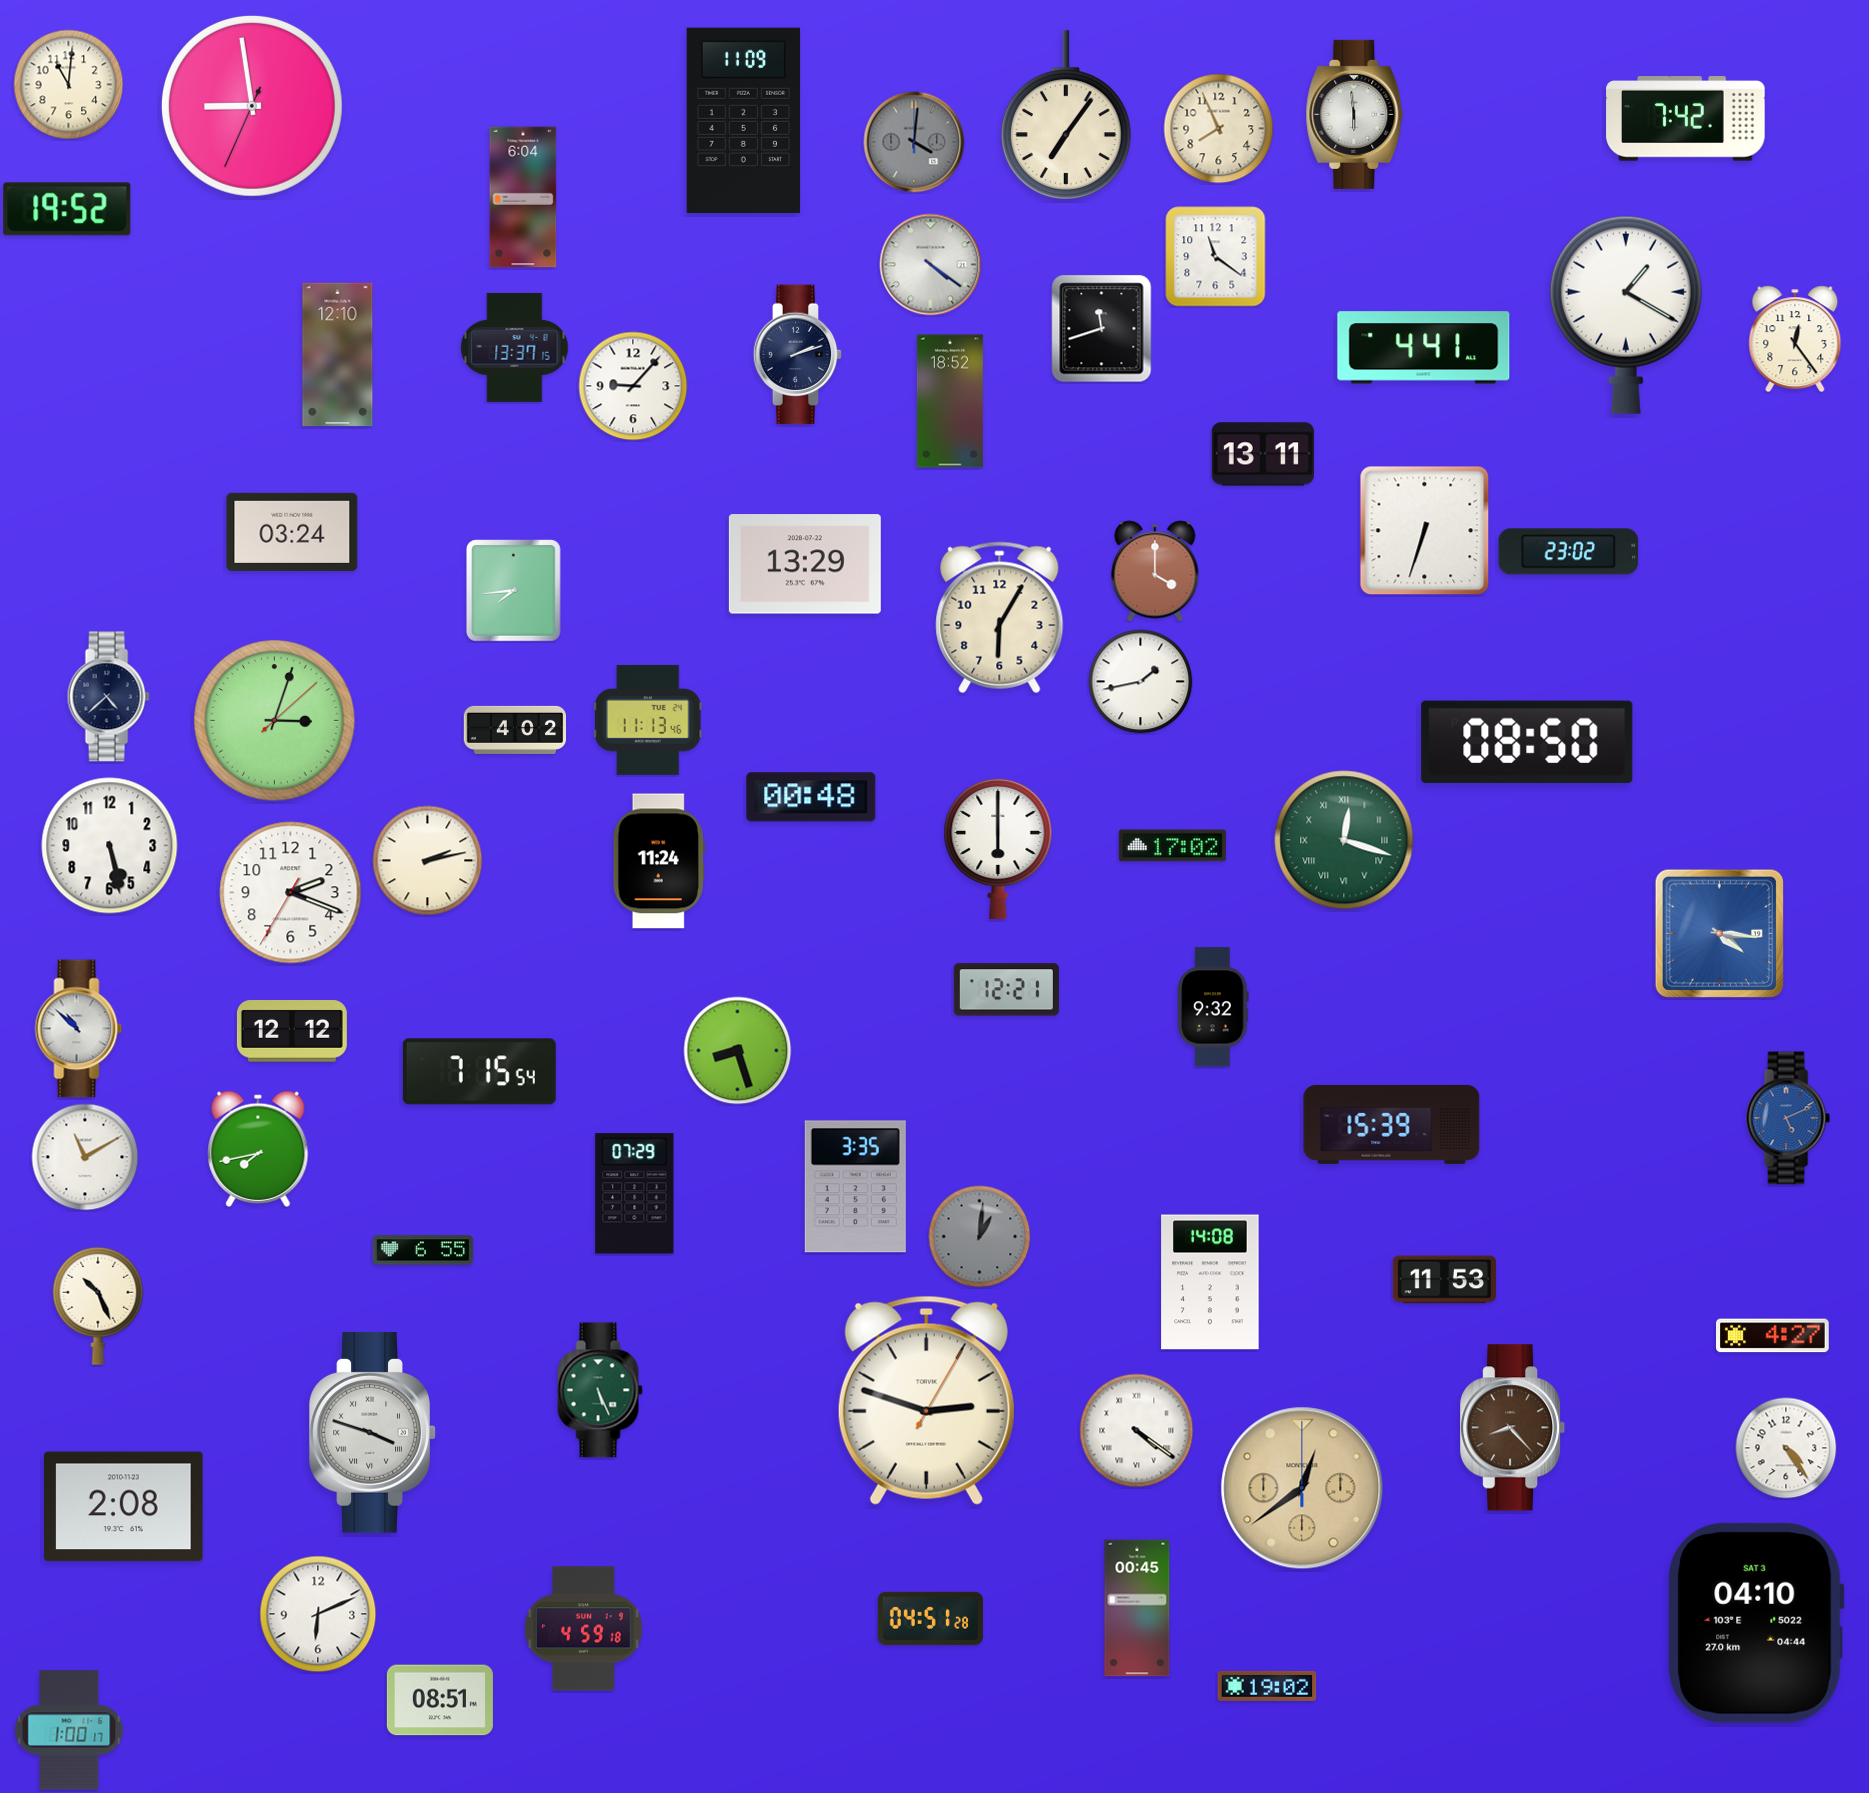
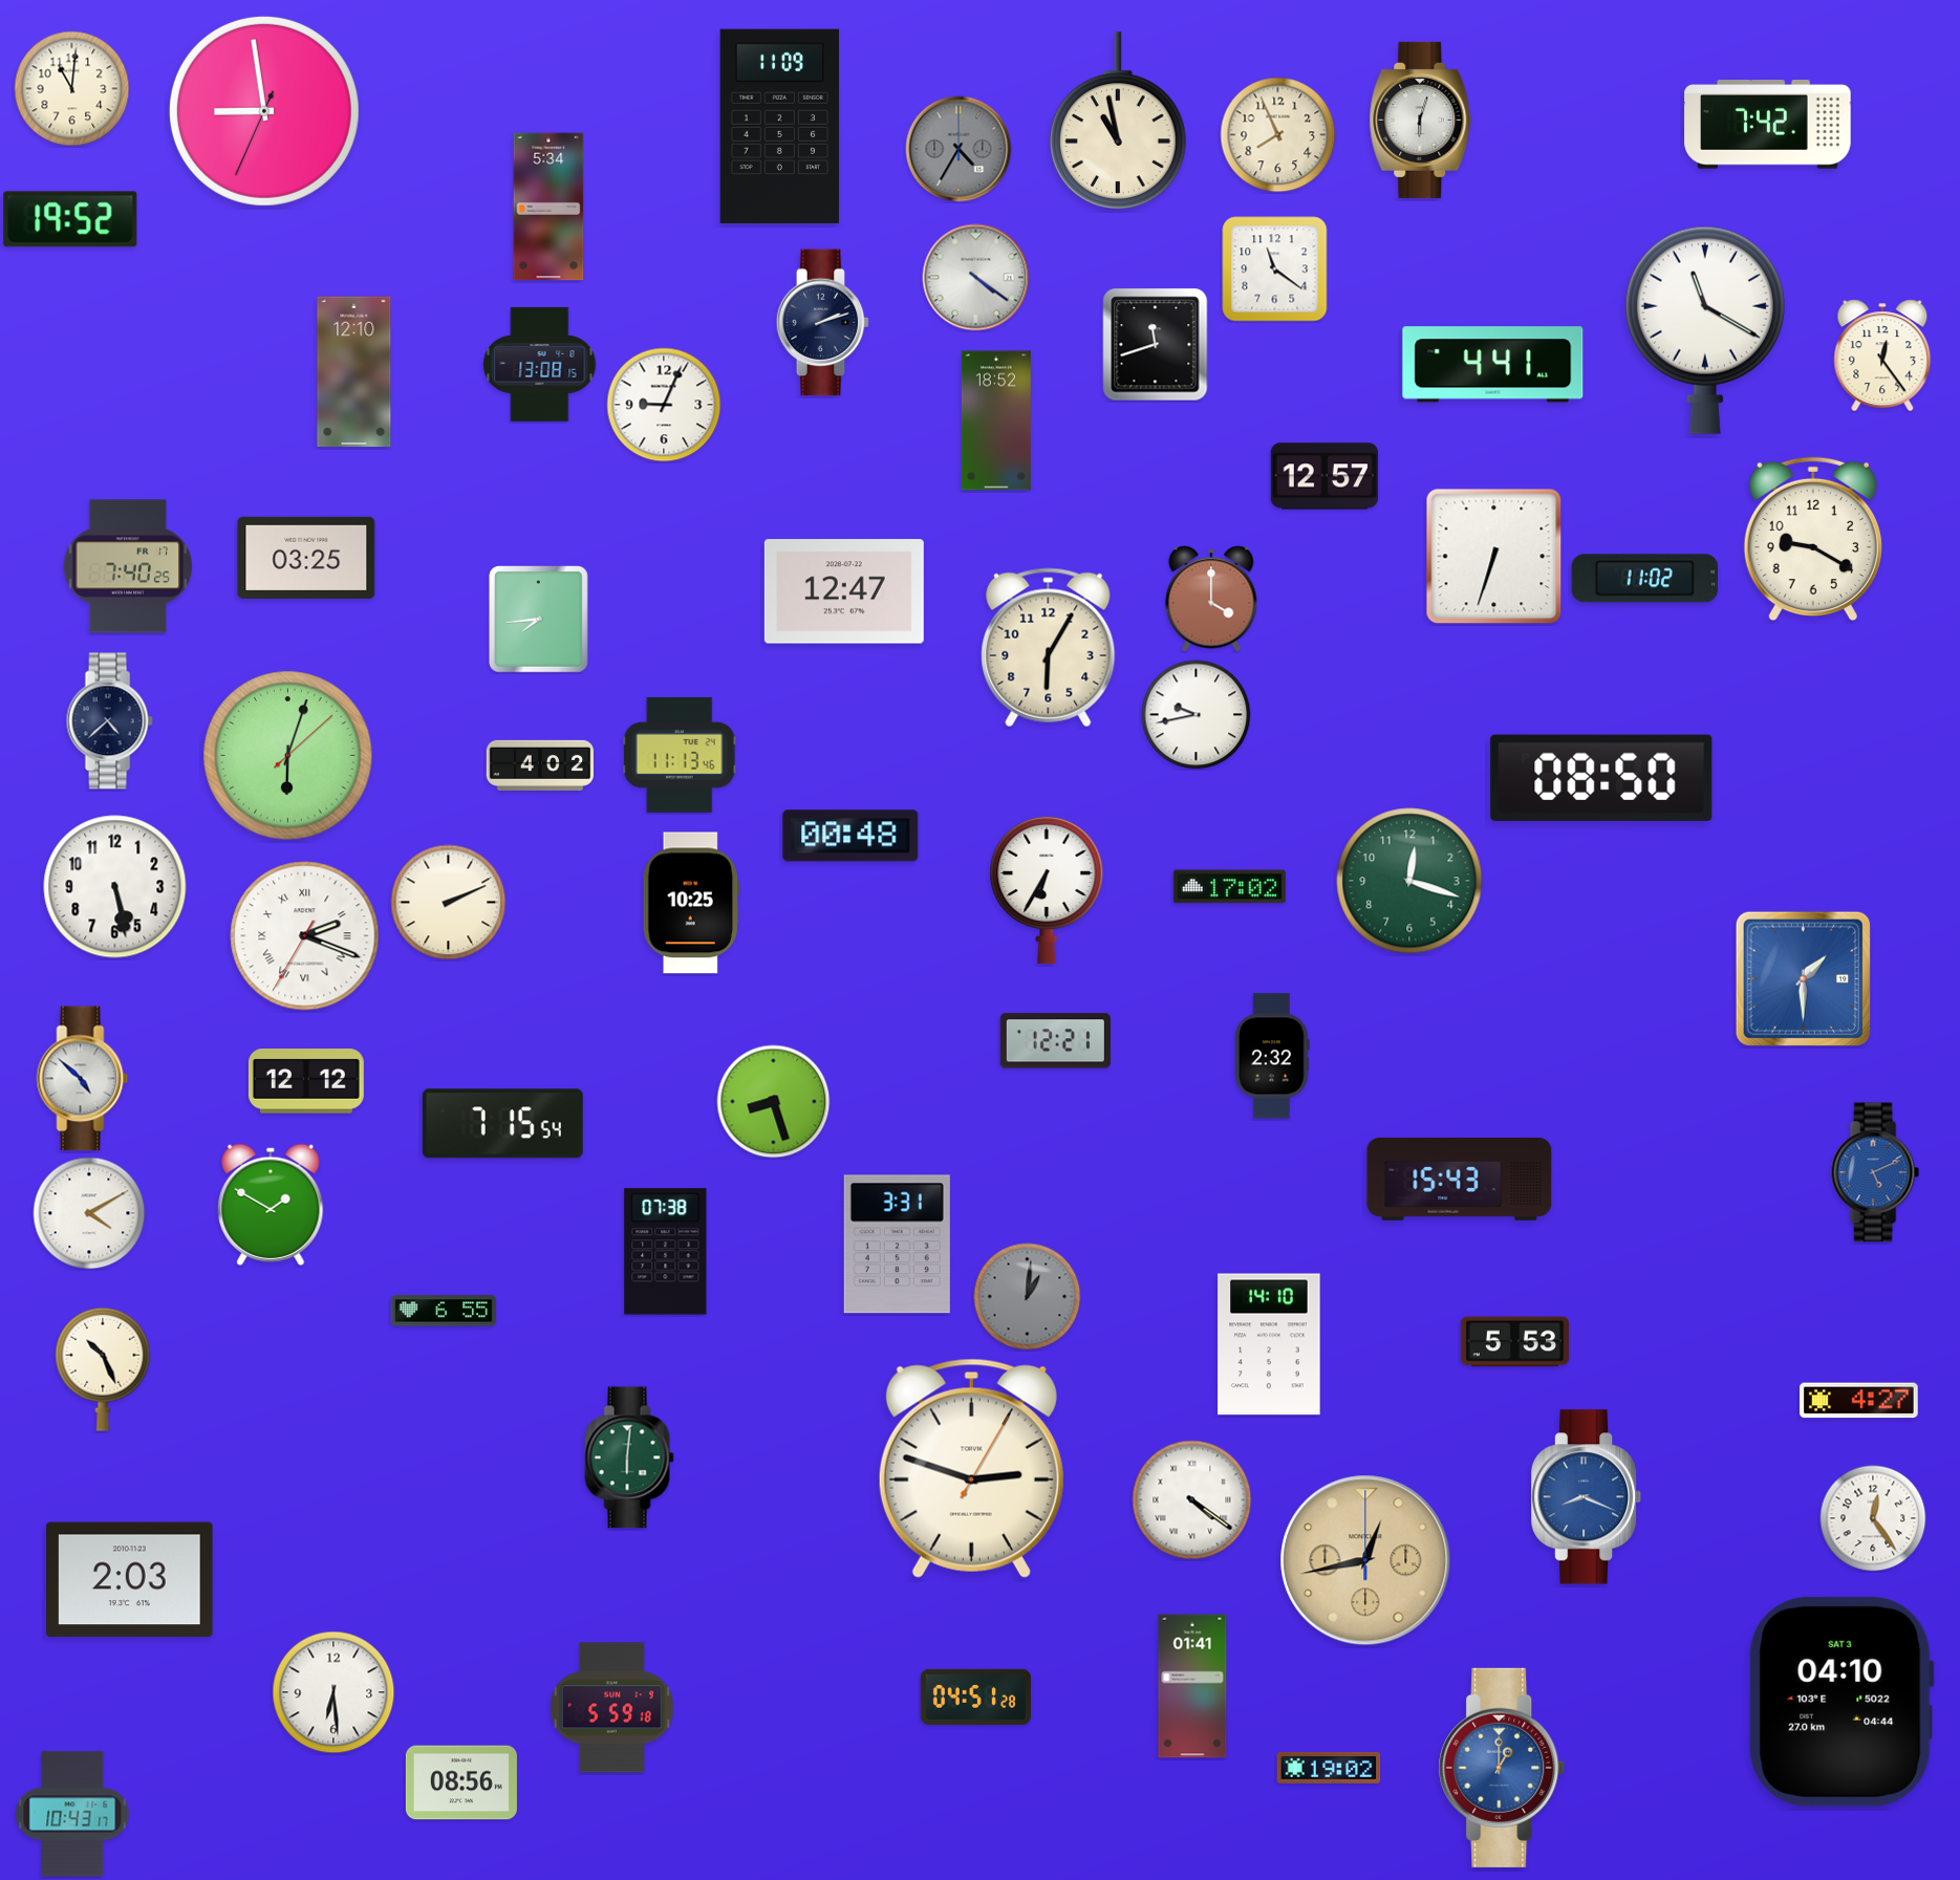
clock at (1355, 114): 5:59 -> 6:03
clock at (1066, 115): 7:06 -> 10:58
clock at (914, 142): 4:01 -> 4:35
clock at (523, 197): 6:04 -> 5:34
clock at (1626, 315): 1:20 -> 11:20
clock at (515, 347): 13:37 -> 13:08
clock at (798, 355) position: (798, 355) -> (823, 323)
clock at (633, 386): 9:07 -> 9:04
clock at (1262, 454): 13:11 -> 12:57
clock at (1813, 539): none -> 9:20
clock at (292, 532): 03:24 -> 03:25
clock at (127, 566): none -> 7:40
clock at (1569, 552): 23:02 -> 11:02
clock at (805, 564): 13:29 -> 12:47
clock at (1141, 682): 1:43 -> 9:43
clock at (108, 697) position: (108, 697) -> (109, 721)
clock at (275, 721): 3:03 -> 6:03
clock at (1344, 840) numerals: Roman -> Arabic
clock at (998, 849): 6:00 -> 6:35
clock at (428, 861): 2:13 -> 2:11
clock at (659, 861): 11:24 -> 10:25
clock at (291, 893) numerals: Arabic -> Roman
clock at (1719, 933): 4:16 -> 1:30
clock at (1006, 990) position: (1006, 990) -> (1055, 1041)
clock at (1213, 1007): 9:32 -> 2:32
clock at (79, 1029): 10:52 -> 4:52
clock at (1392, 1124): 15:39 -> 15:43
clock at (258, 1149): 7:43 -> 1:50
clock at (85, 1157): 11:10 -> 4:10
clock at (855, 1187): 3:35 -> 3:31
clock at (635, 1194): 07:29 -> 07:38
clock at (1444, 1280): 11:53 -> 5:53
clock at (1210, 1282): 14:08 -> 14:10
clock at (600, 1390): 5:26 -> 6:01
clock at (1514, 1428): 8:23 -> 8:19
clock at (1514, 1428) dial: brown -> blue
clock at (373, 1433): 3:48 -> none
clock at (1786, 1448): 4:24 -> 12:24
clock at (1302, 1488): 12:39 -> 12:43
clock at (124, 1507): 2:08 -> 2:03
clock at (1137, 1608): 00:45 -> 01:41
clock at (318, 1614): 6:11 -> 6:29
clock at (584, 1629): 4:59 -> 5:59
clock at (1502, 1768): none -> 1:00
clock at (440, 1700): 08:51 -> 08:56
clock at (69, 1730): 1:00 -> 10:43
